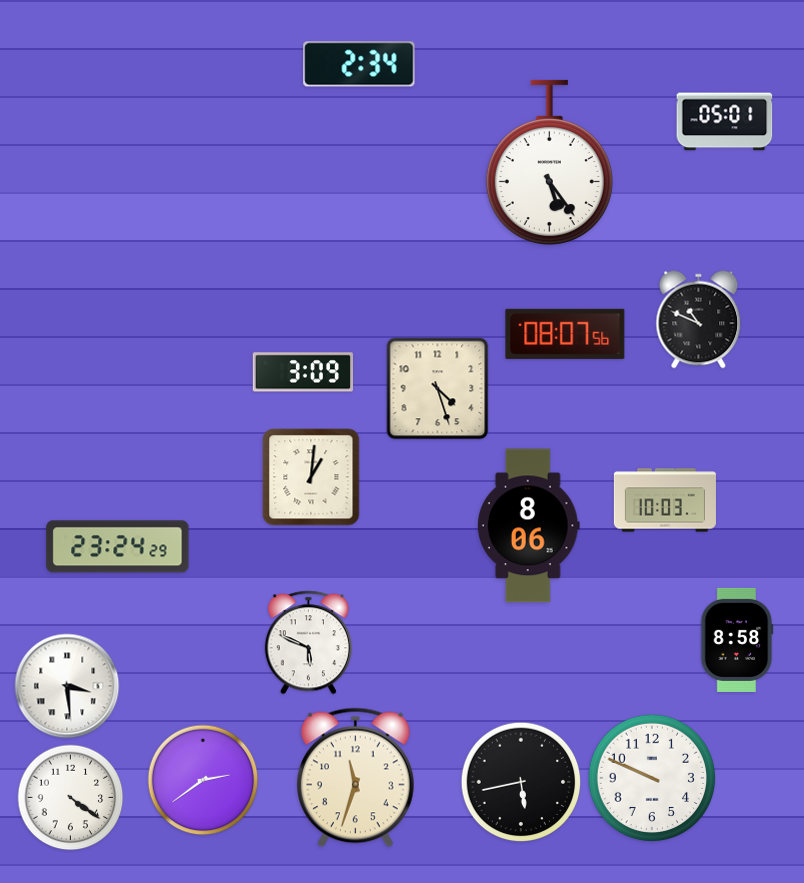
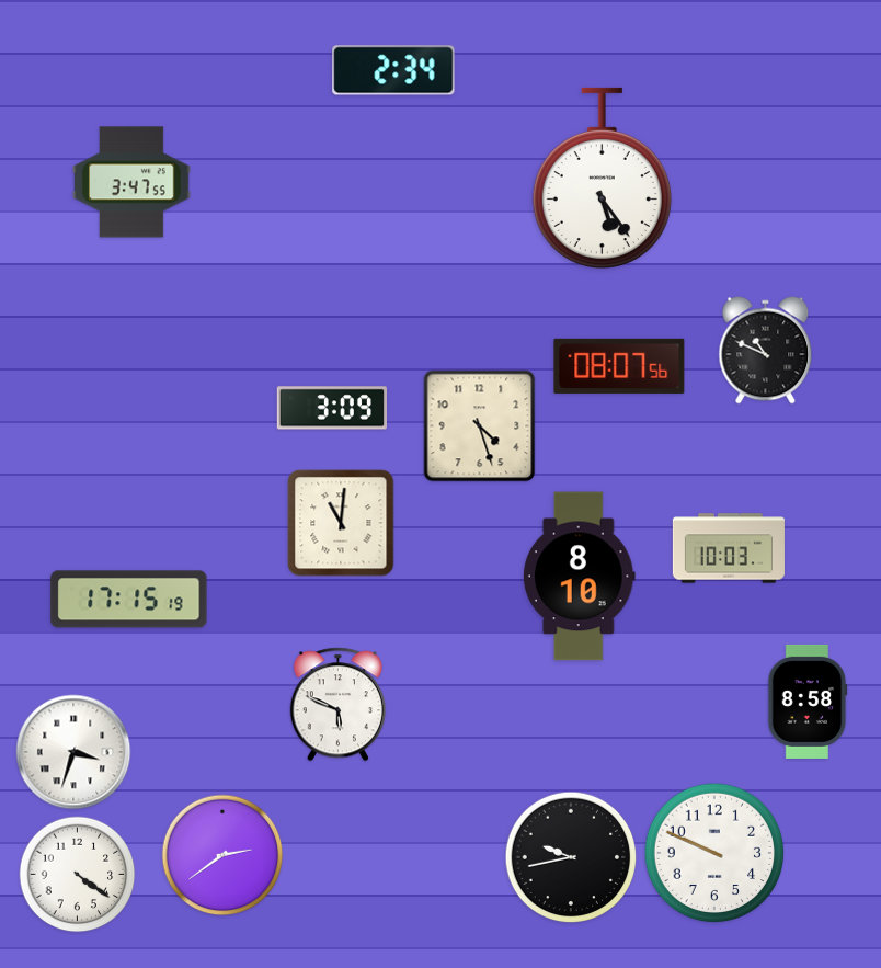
clock at (725, 122): 05:01 -> none
clock at (131, 182): none -> 3:47
clock at (311, 477): 1:01 -> 11:01
clock at (528, 526): 8:06 -> 8:10
clock at (118, 547): 23:24 -> 17:15
clock at (67, 686): 3:29 -> 3:33
clock at (355, 778): 11:33 -> none
clock at (521, 782): 5:43 -> 9:43
